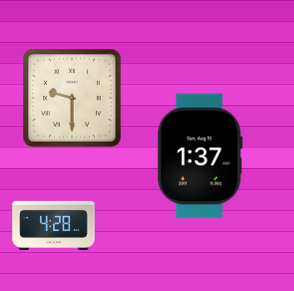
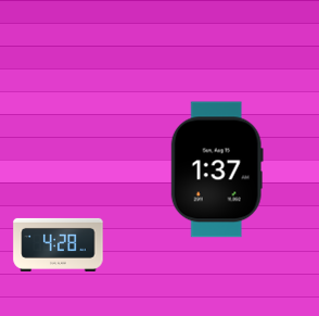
clock at (73, 99): 9:30 -> none
